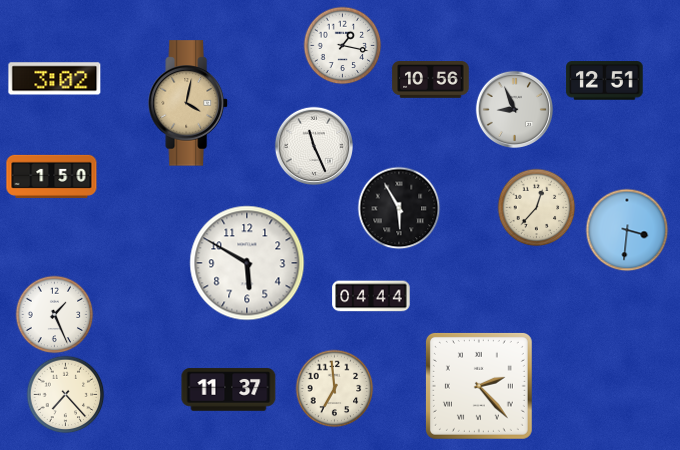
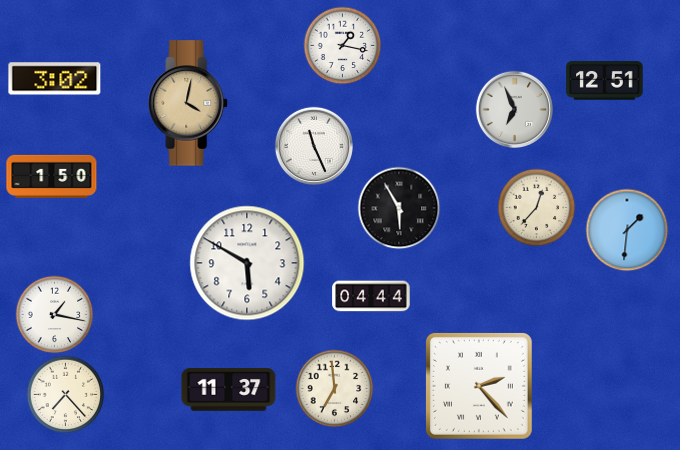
clock at (431, 80): 10:56 -> none
clock at (514, 109): 8:56 -> 6:56
clock at (627, 230): 3:31 -> 1:31
clock at (54, 314): 1:26 -> 1:17
